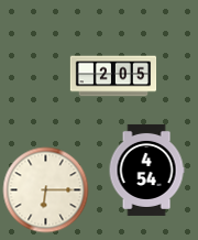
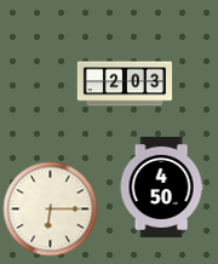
clock at (113, 76): 2:05 -> 2:03
clock at (146, 170): 4:54 -> 4:50
